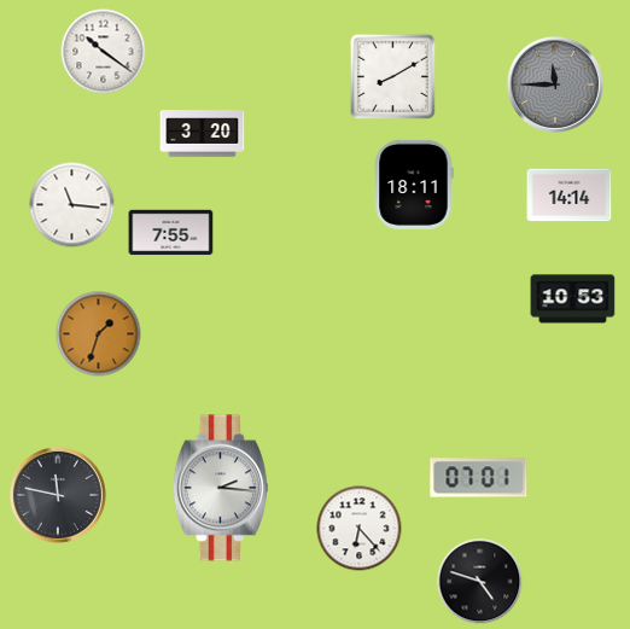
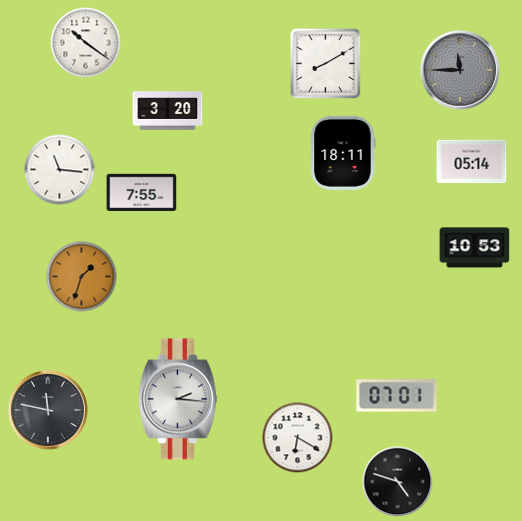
clock at (570, 196): 14:14 -> 05:14
clock at (221, 488) position: (221, 488) -> (178, 399)
clock at (360, 529): 6:23 -> 6:20
